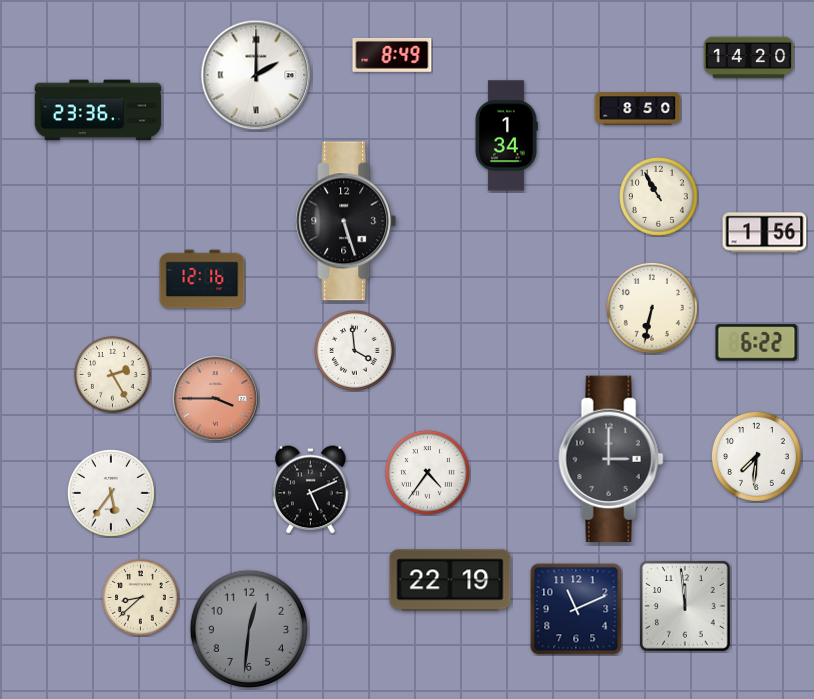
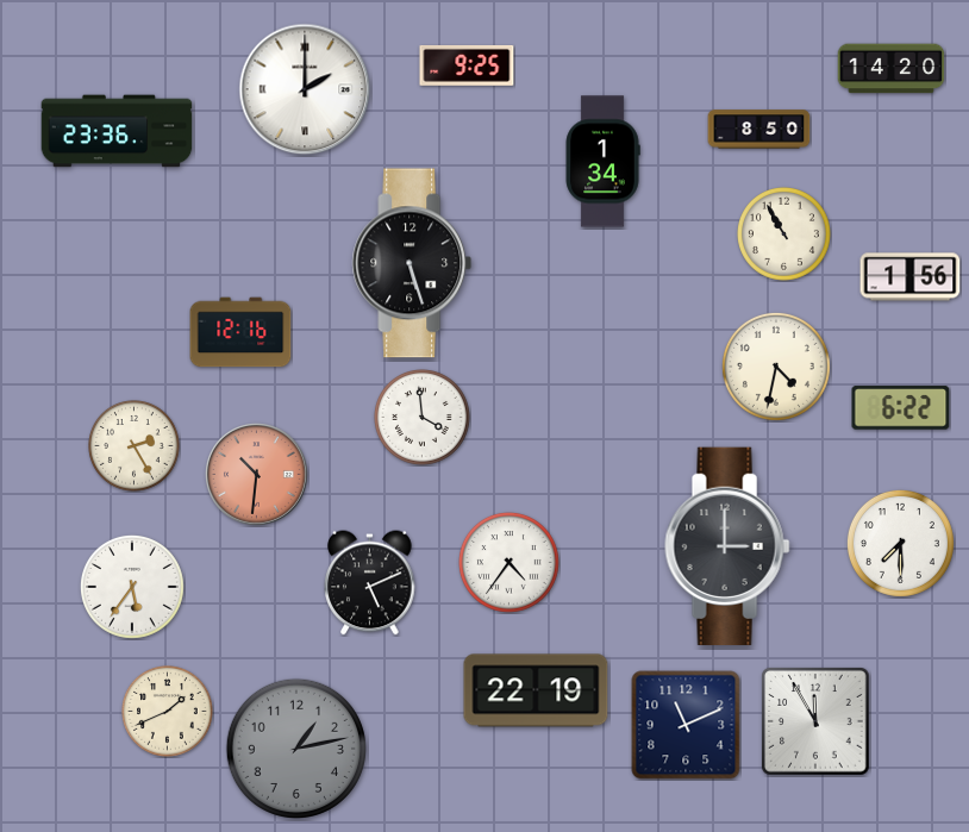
clock at (392, 55): 8:49 -> 9:25
clock at (652, 308): 6:32 -> 4:32
clock at (216, 399): 3:45 -> 10:31
clock at (756, 456): 7:31 -> 7:30
clock at (141, 598): 8:38 -> 1:41
clock at (685, 606): 11:59 -> 11:55
clock at (249, 629): 12:31 -> 1:13
